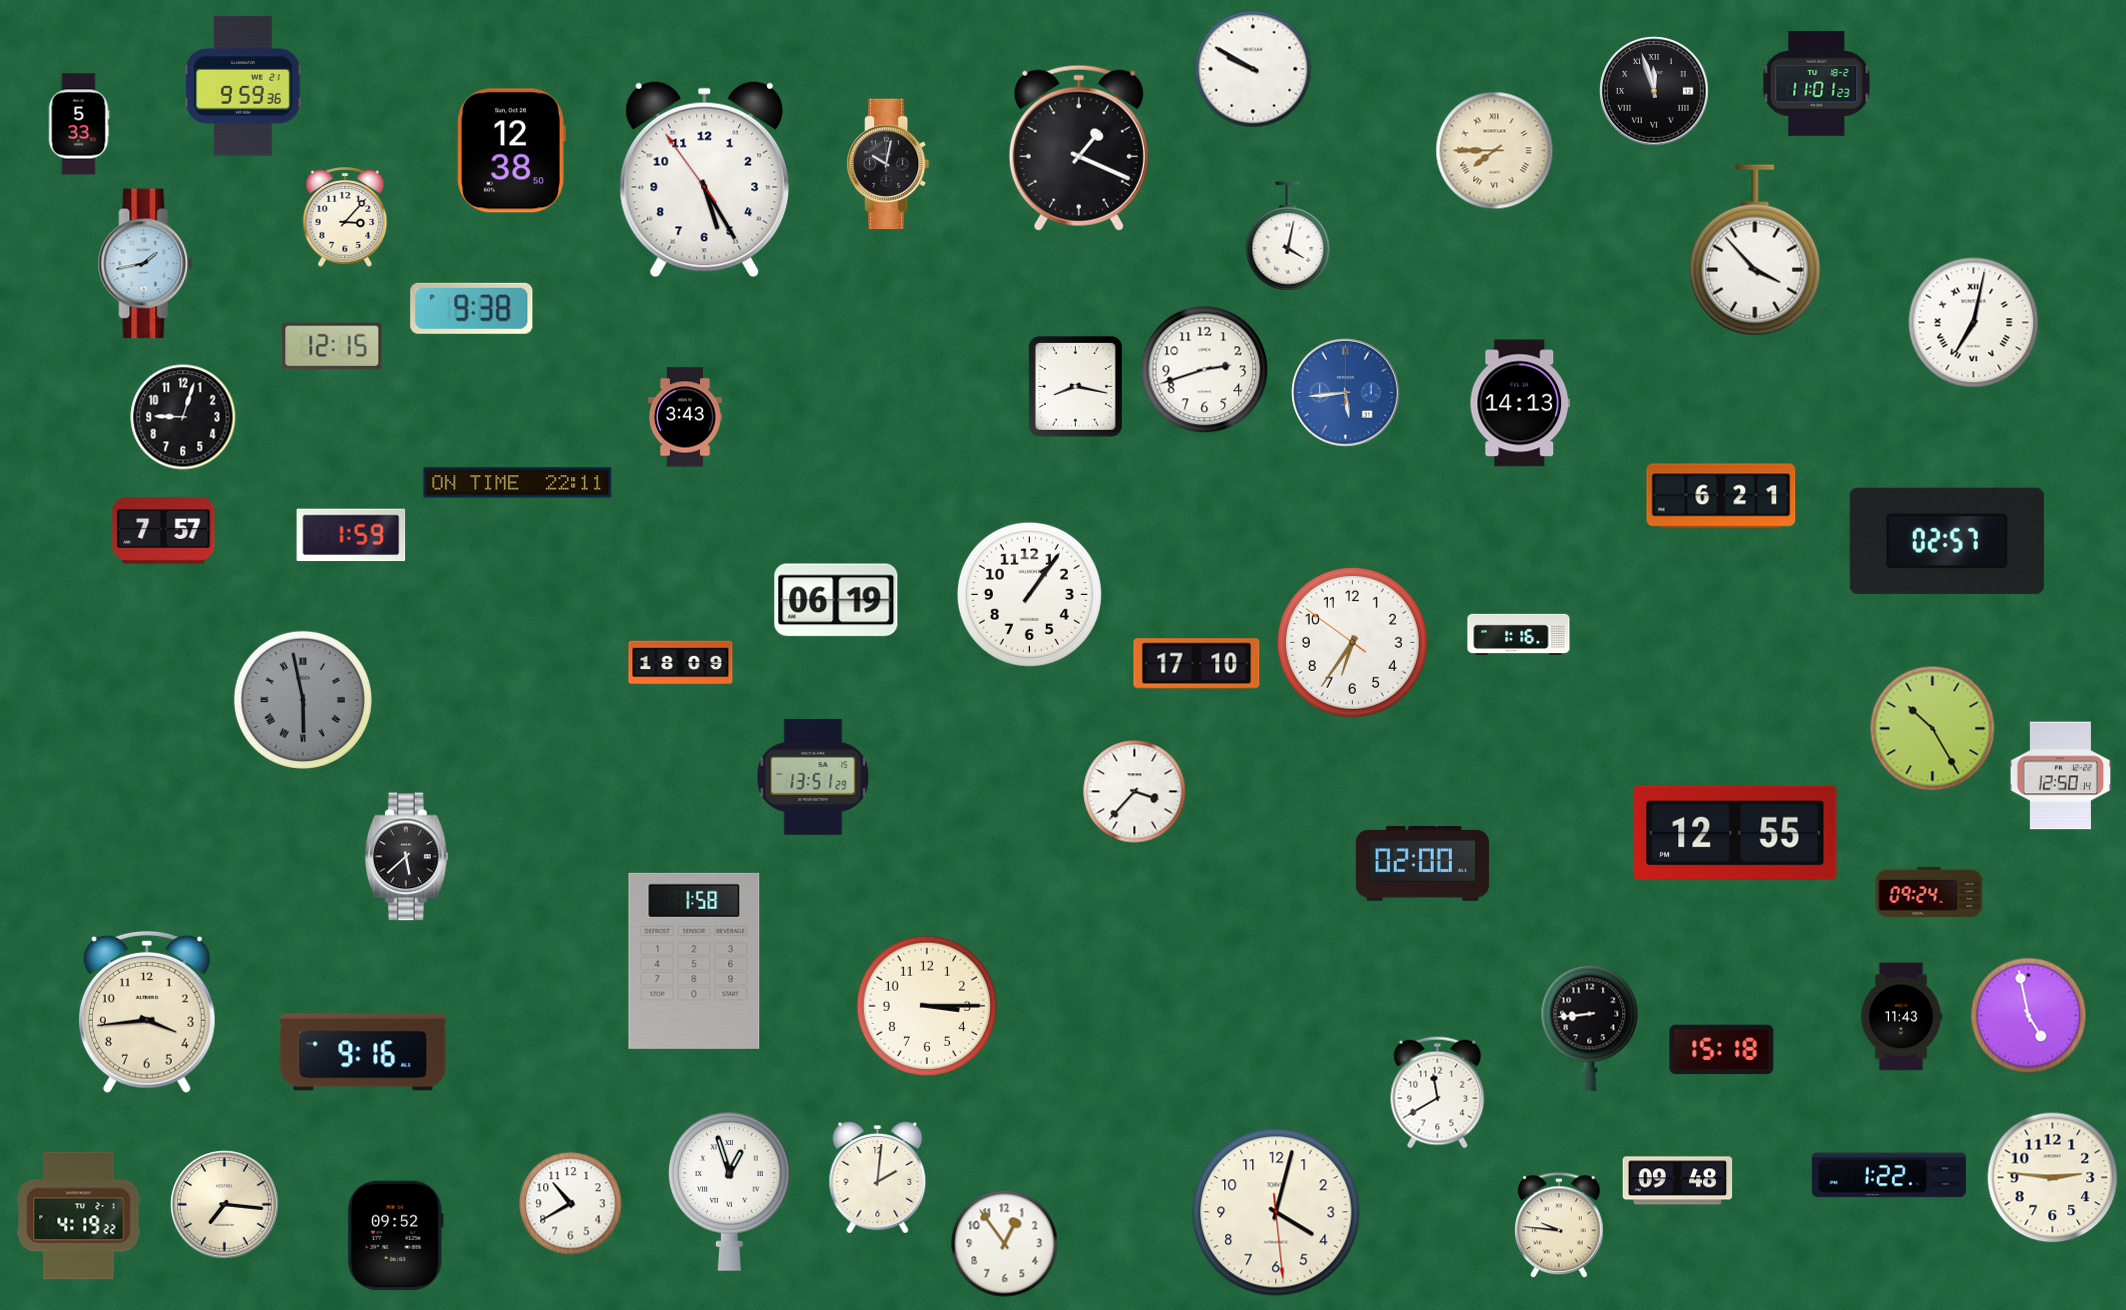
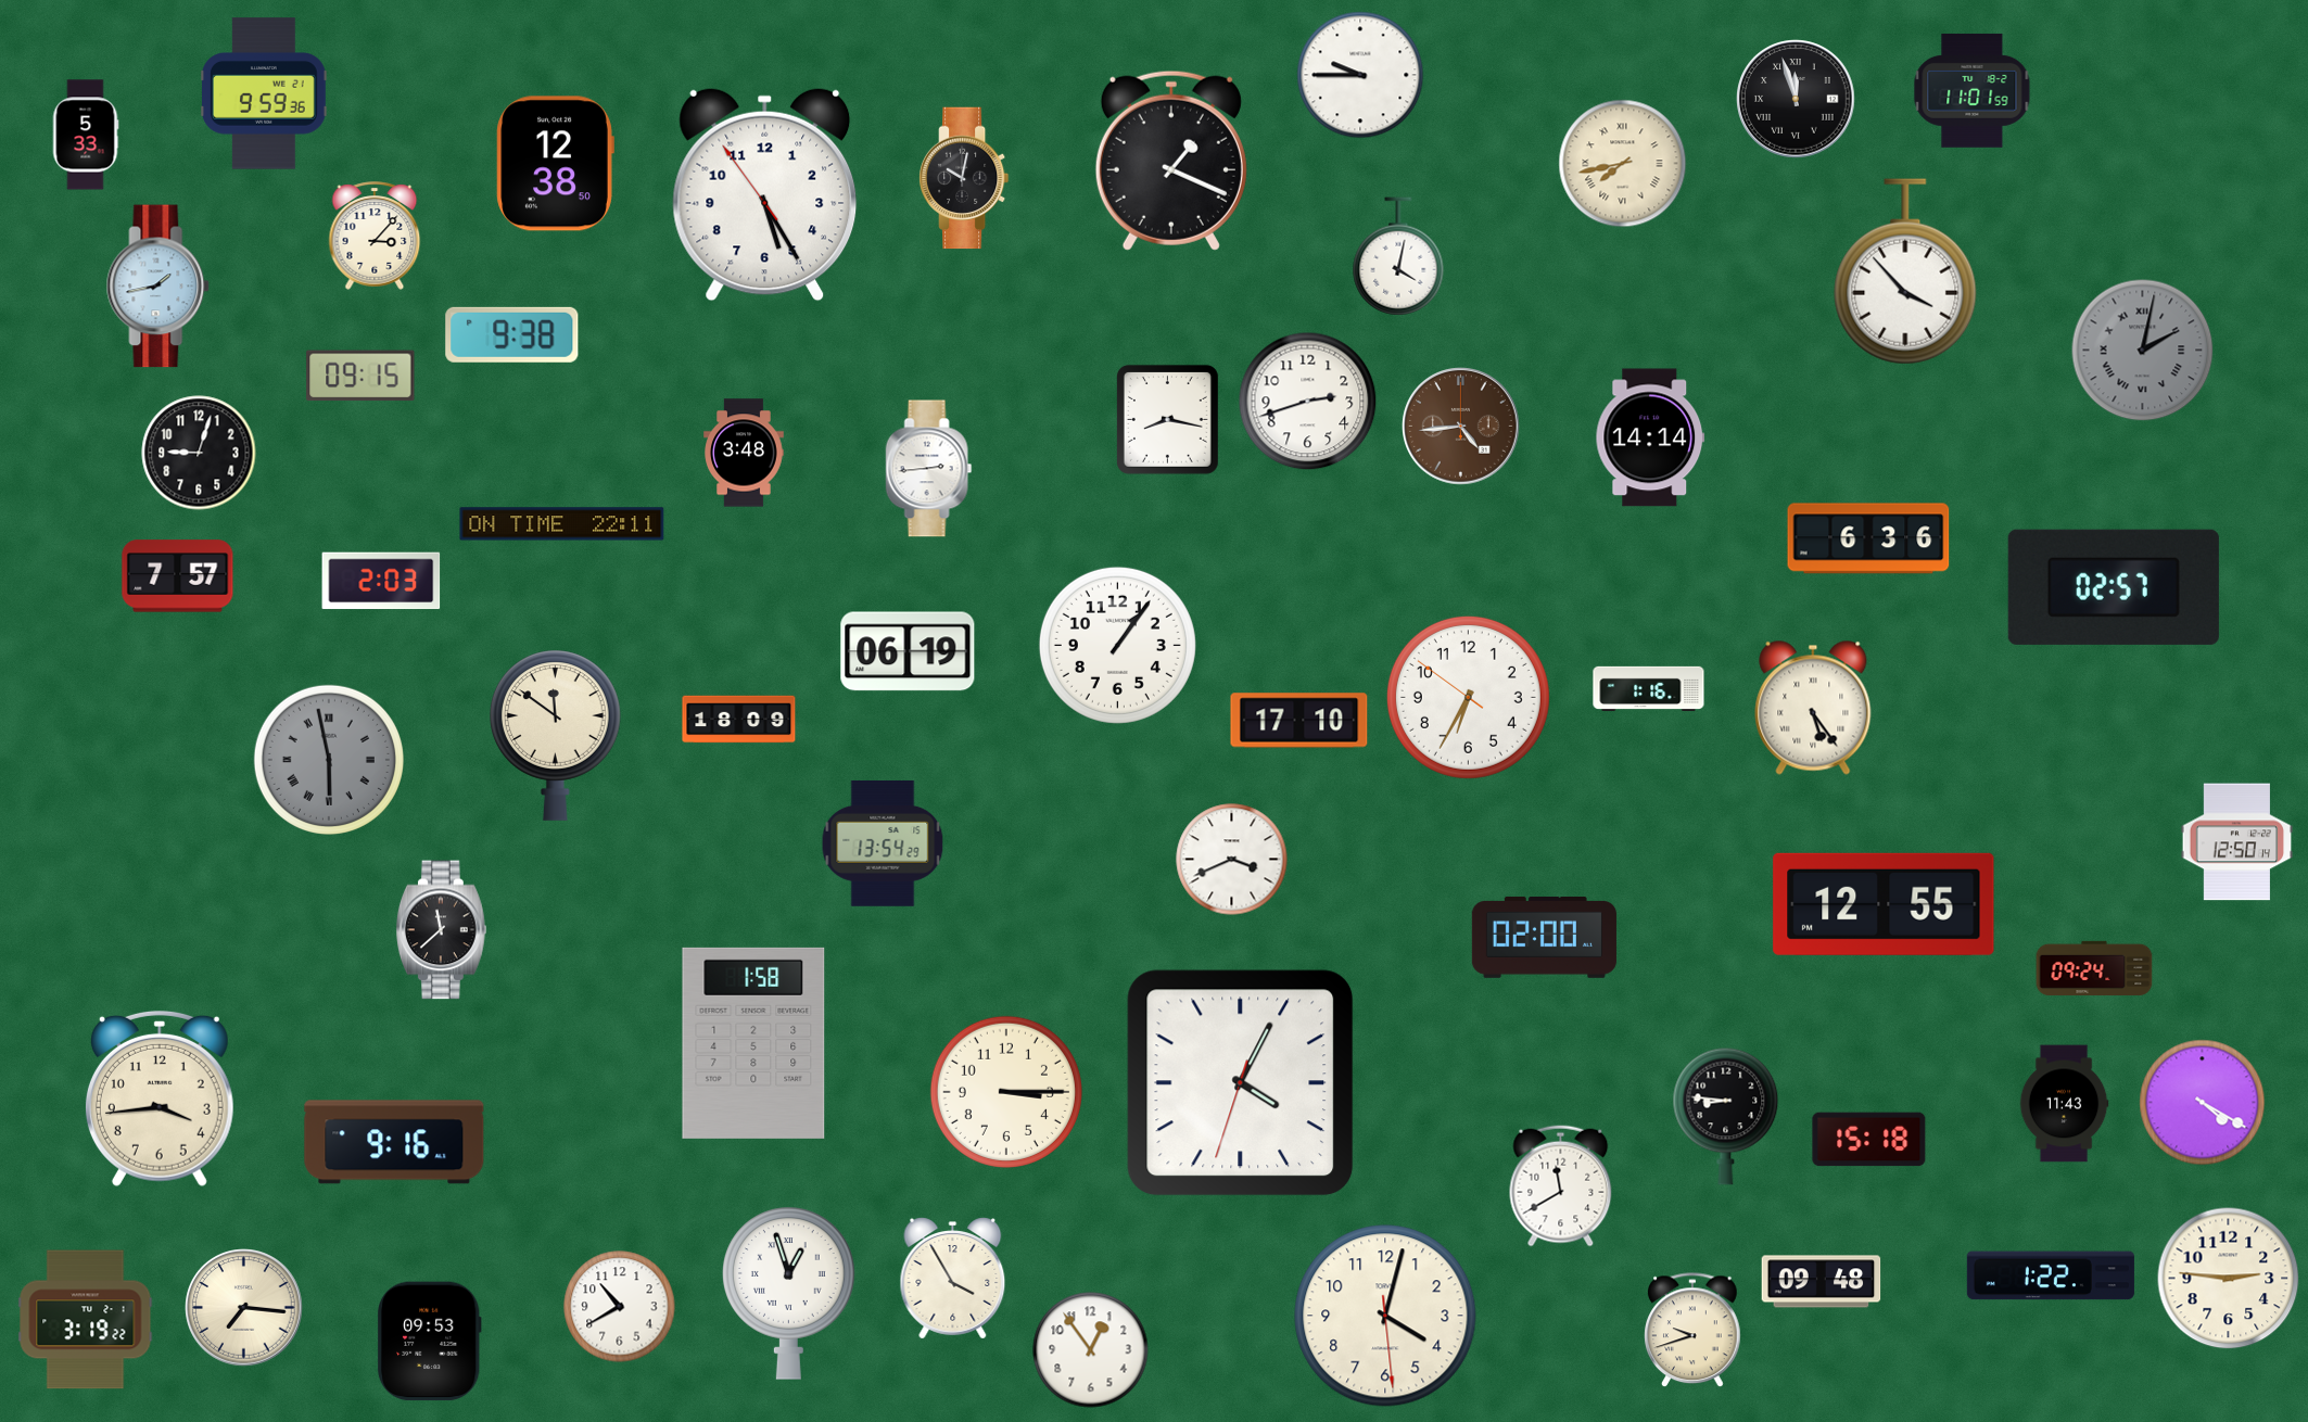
clock at (1253, 69): 9:50 -> 9:45
clock at (1817, 83): 11:01:23 -> 11:01:59
clock at (1495, 151): 7:45 -> 7:43
clock at (1974, 323): 7:02 -> 2:02
clock at (1974, 323) dial: white -> grey
clock at (332, 346): 12:15 -> 09:15
clock at (1346, 393): 5:44 -> 4:44
clock at (1346, 393) dial: blue -> brown
clock at (1520, 403): 14:13 -> 14:14
clock at (685, 417): 3:43 -> 3:48
clock at (929, 469): none -> 2:44
clock at (1721, 496): 6:21 -> 6:36
clock at (351, 535): 1:59 -> 2:03
clock at (1352, 642): 6:35 -> 6:34
clock at (1813, 708): none -> 5:24
clock at (556, 735): none -> 11:51
clock at (1933, 729): 10:25 -> none
clock at (813, 777): 13:51 -> 13:54
clock at (1135, 792): 3:37 -> 3:41
clock at (407, 857): 5:38 -> 11:38
clock at (1241, 1083): none -> 4:04
clock at (2029, 1016): 4:58 -> 4:20
clock at (1590, 1028): 8:44 -> 8:46
clock at (878, 1178): 2:01 -> 3:55
clock at (730, 1191) position: (730, 1191) -> (789, 1293)
clock at (79, 1216): 4:19 -> 3:19
clock at (1559, 1226): 9:46 -> 9:42
clock at (395, 1236): 09:52 -> 09:53
